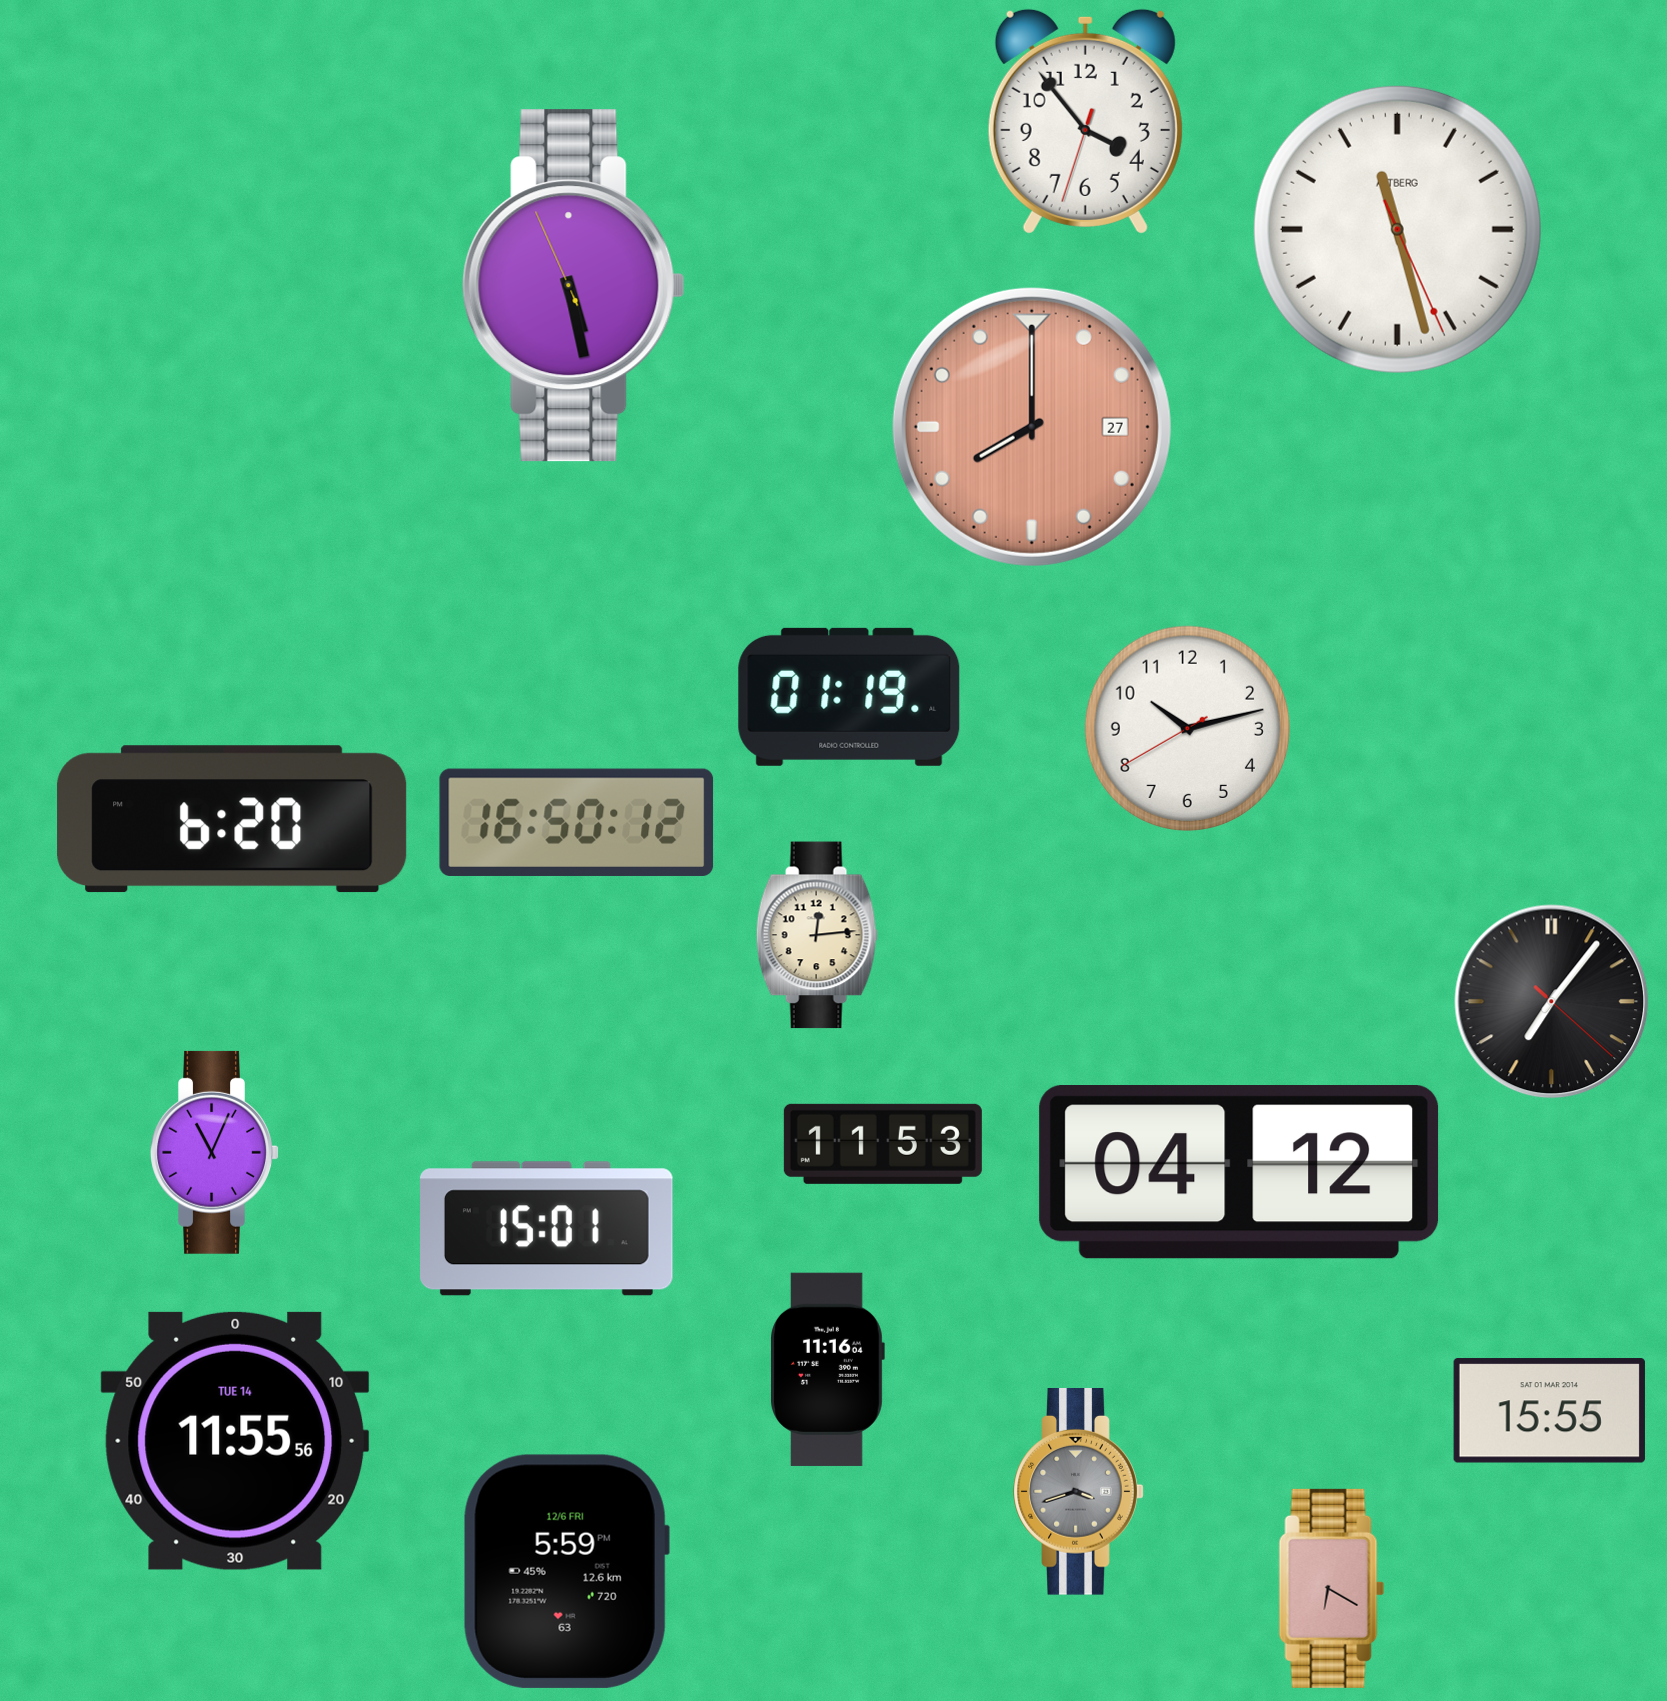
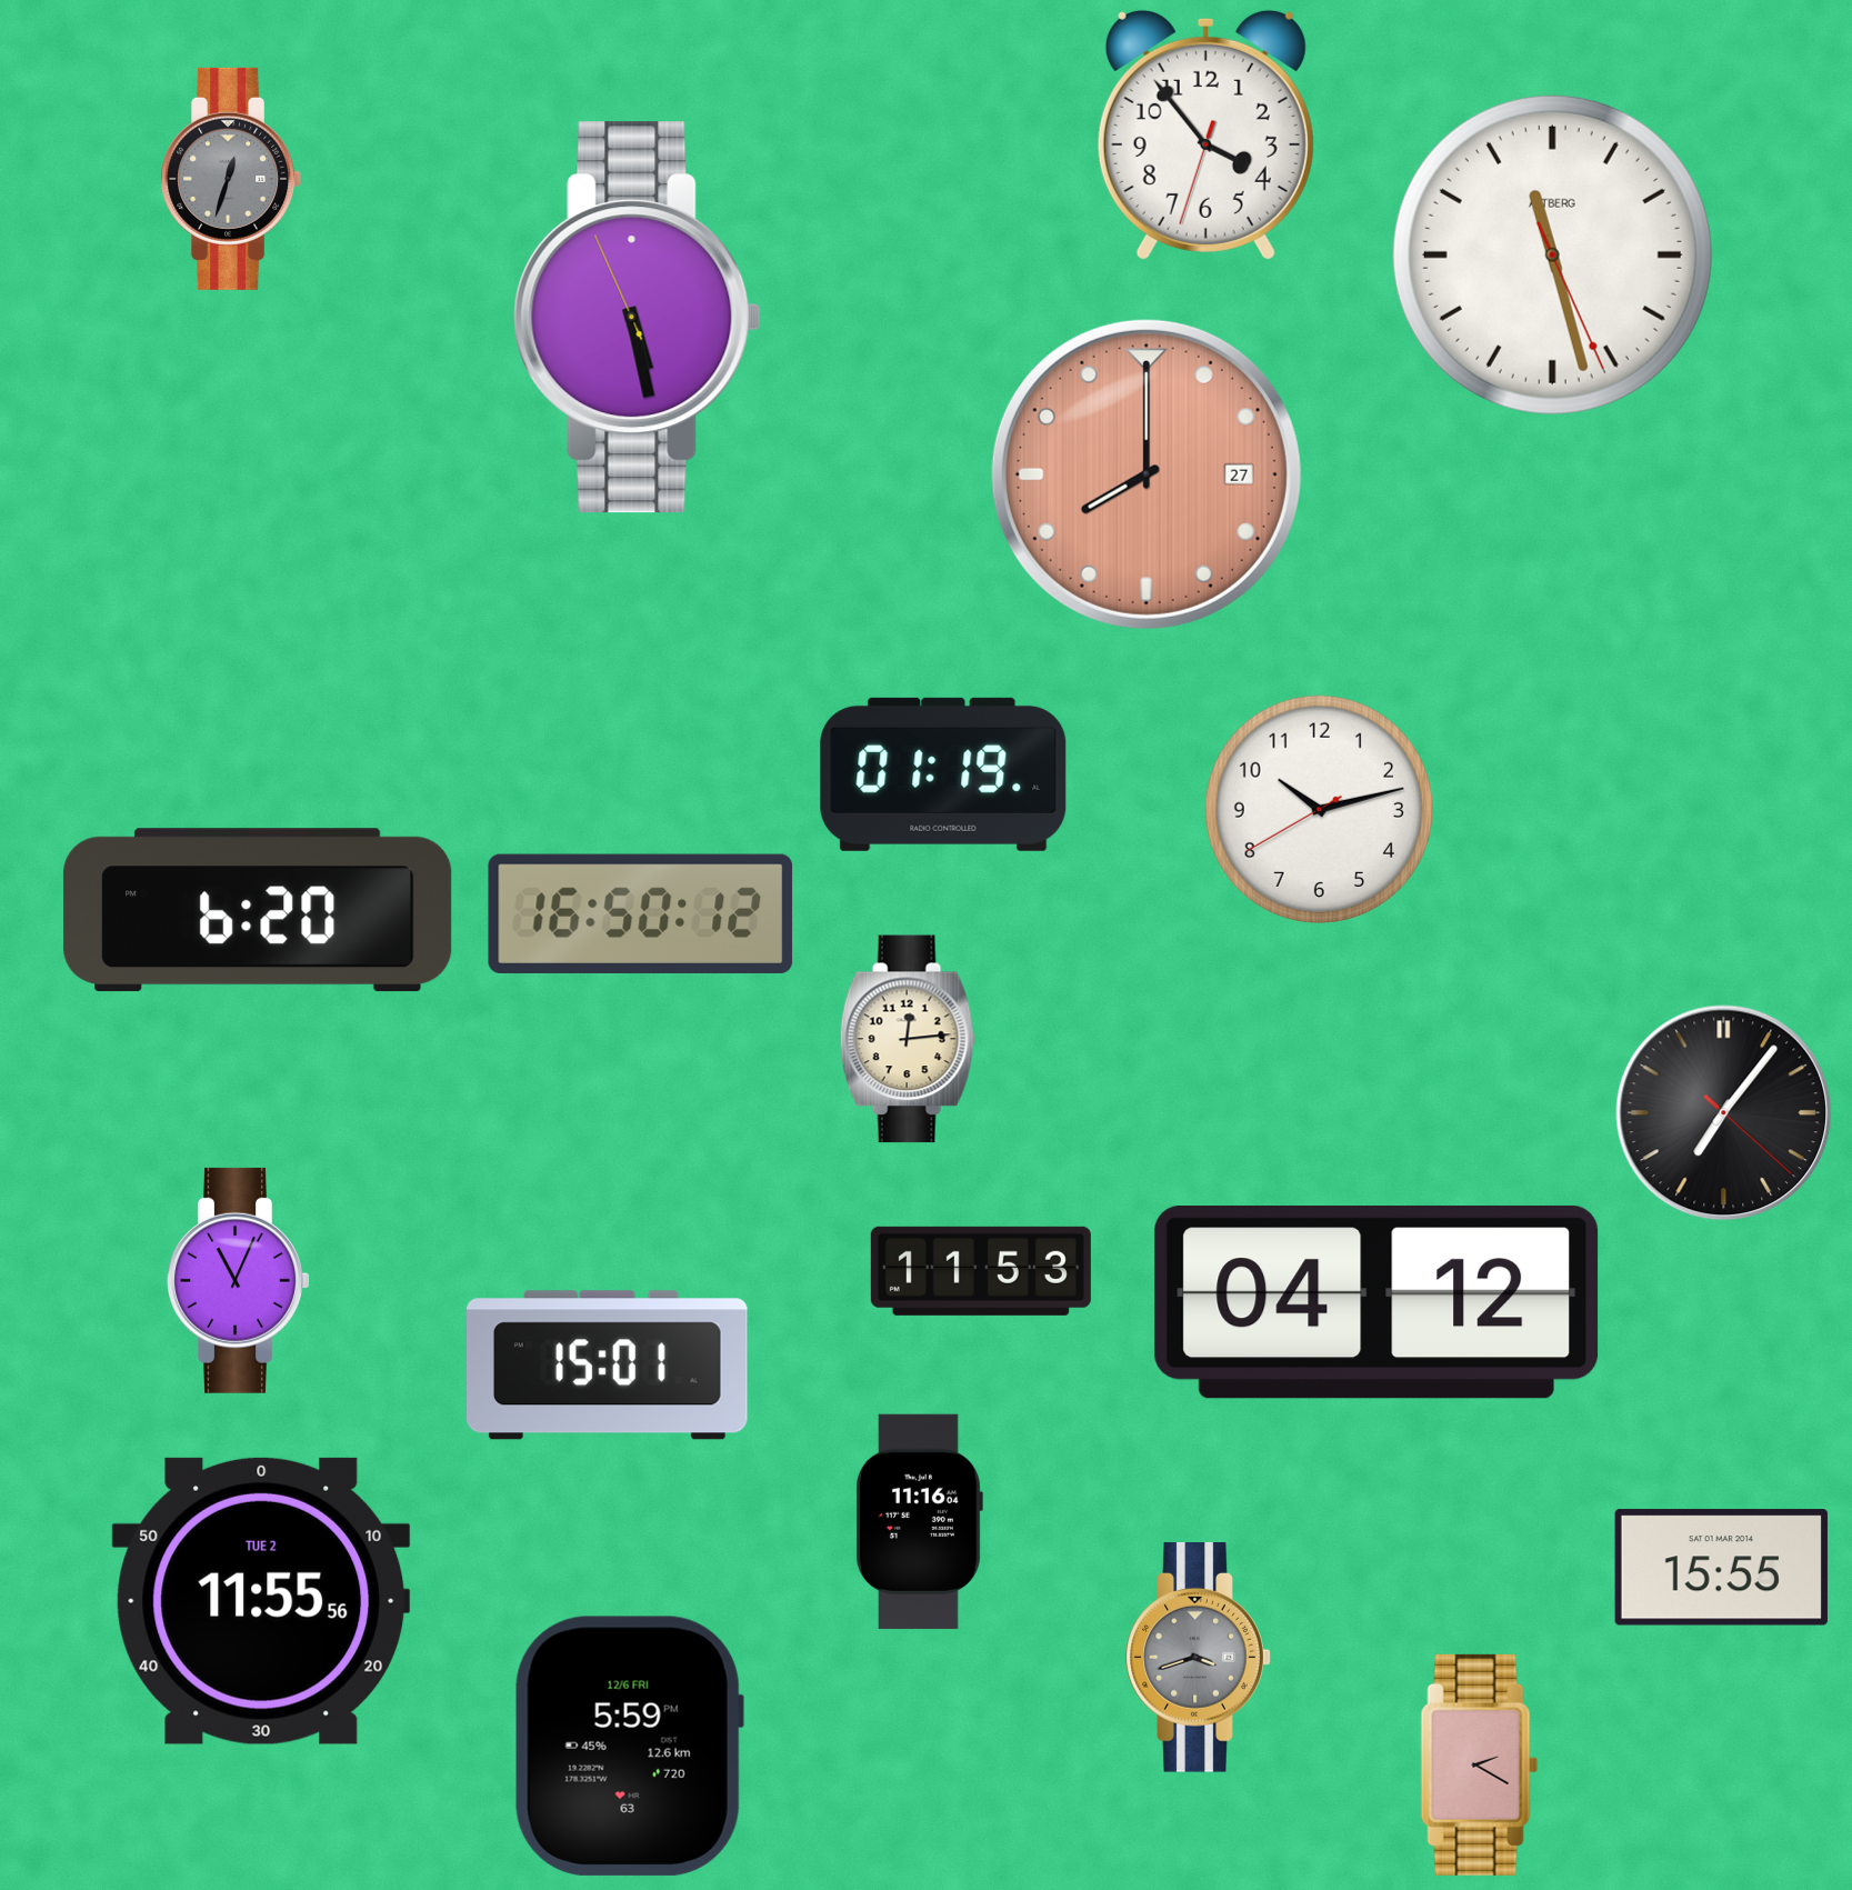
clock at (231, 179): none -> 12:33
clock at (235, 1441) date: TUE 14 -> TUE 2
clock at (1332, 1588): 6:20 -> 2:20
